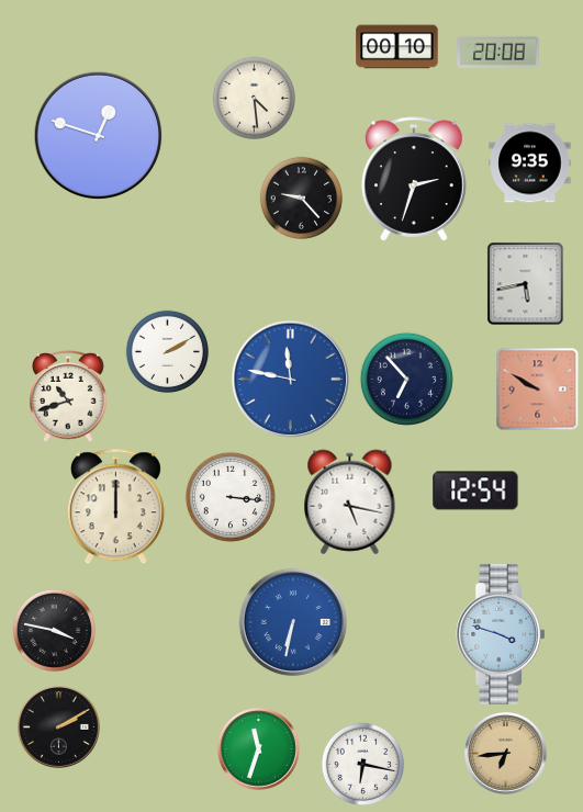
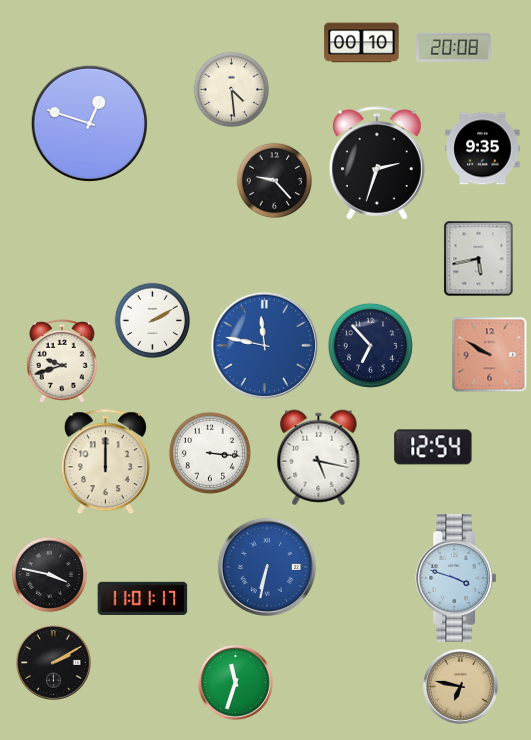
clock at (68, 396): 10:42 -> 9:42
clock at (143, 598): none -> 11:01
clock at (506, 754): 6:44 -> 6:47
clock at (362, 764): 6:17 -> none
